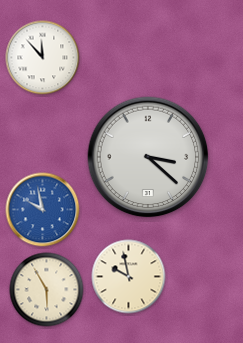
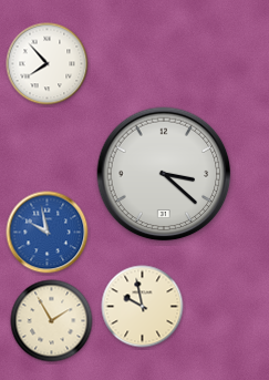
clock at (43, 58): 11:53 -> 7:53
clock at (47, 290): 5:55 -> 1:55
